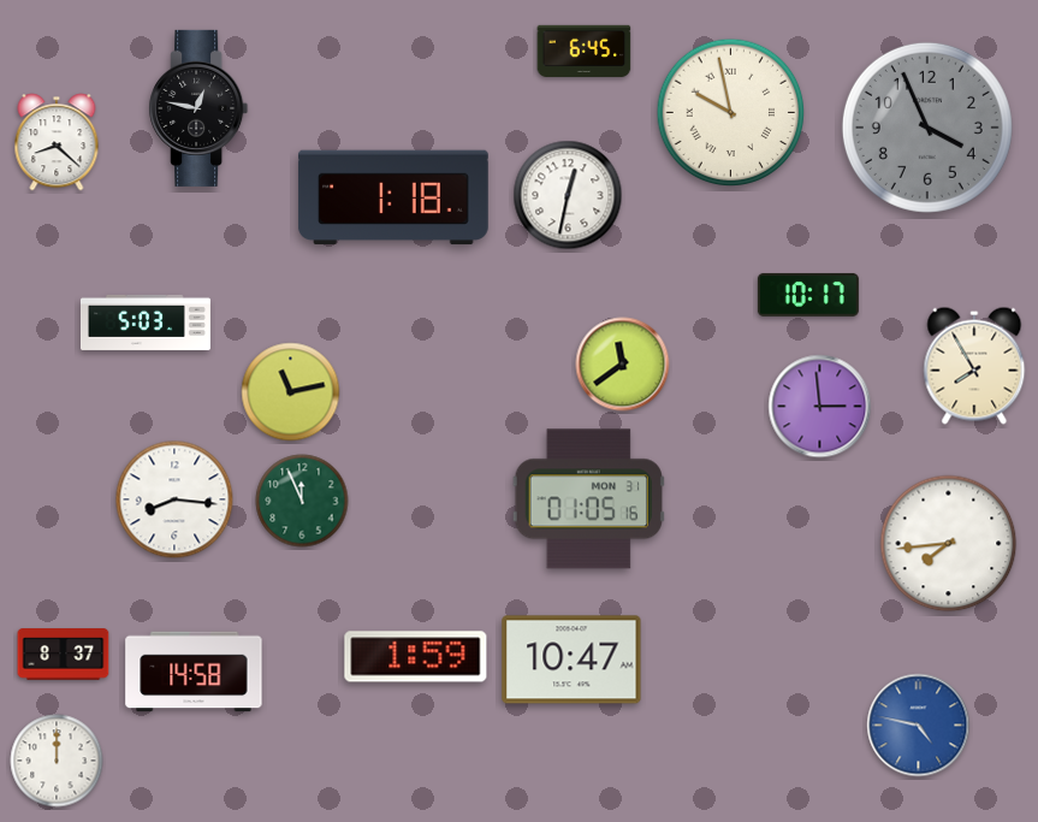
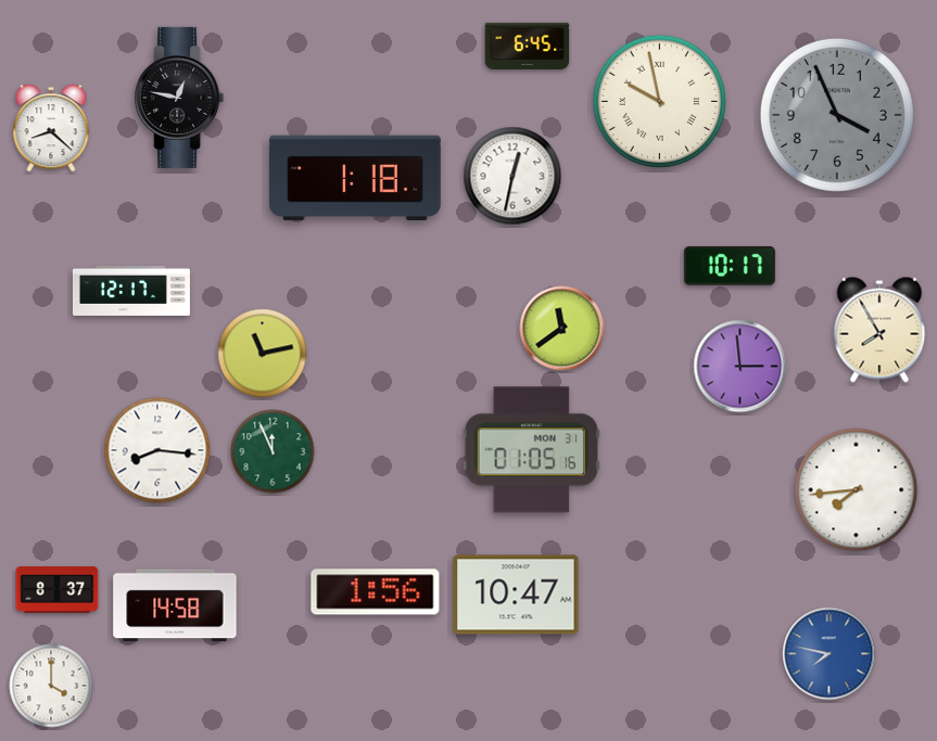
clock at (146, 323): 5:03 -> 12:17
clock at (416, 657): 1:59 -> 1:56
clock at (919, 726): 4:47 -> 7:47
clock at (57, 761): 12:00 -> 4:00
